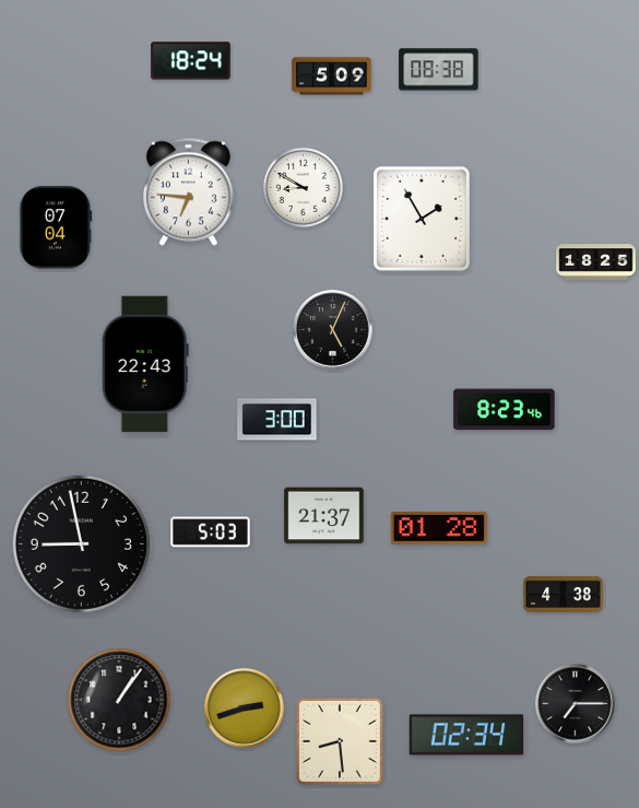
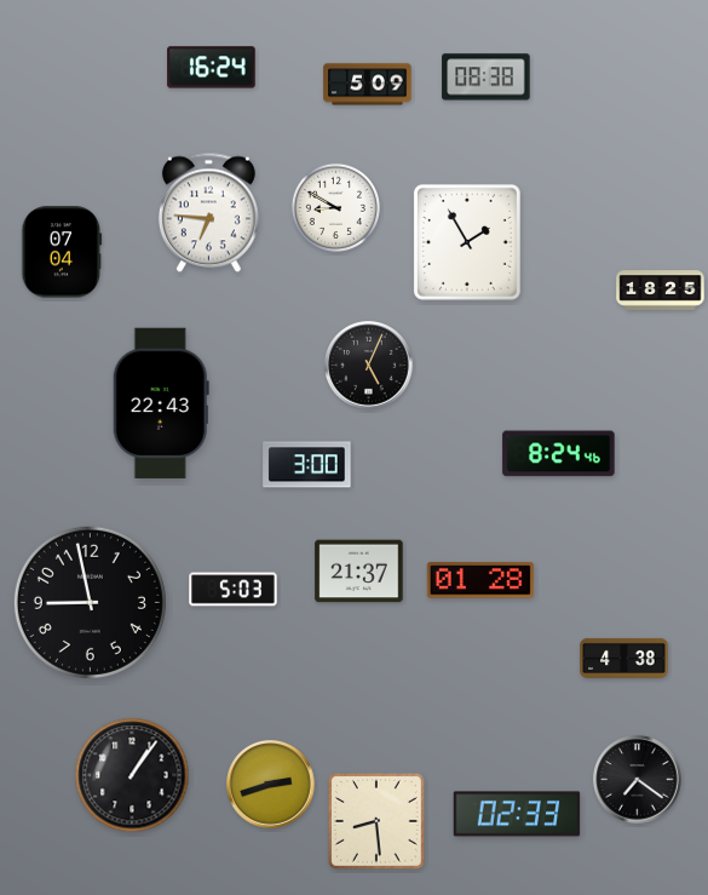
clock at (191, 61): 18:24 -> 16:24
clock at (505, 410): 8:23 -> 8:24
clock at (439, 528) position: (439, 528) -> (480, 580)
clock at (576, 704): 7:15 -> 7:21
clock at (466, 735): 02:34 -> 02:33
